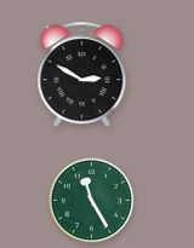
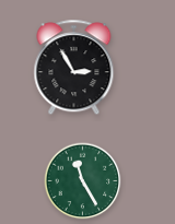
clock at (82, 75): 2:50 -> 2:55
